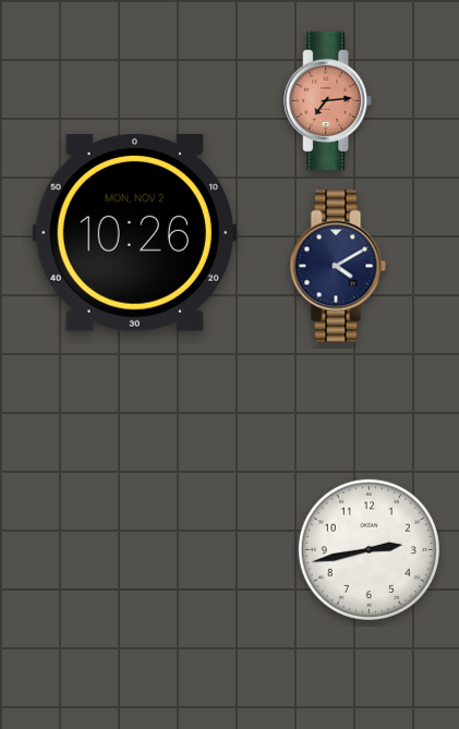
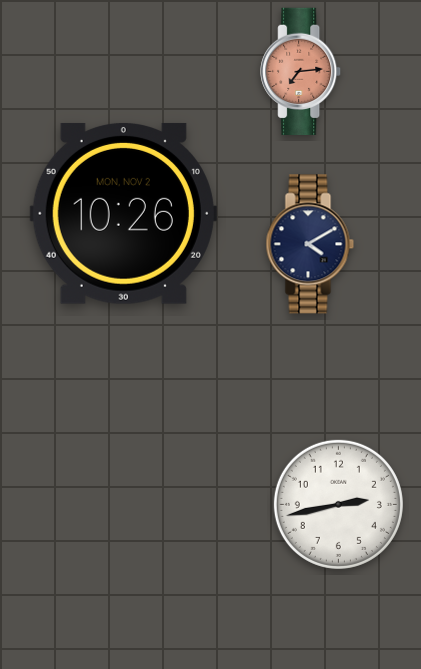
clock at (328, 100) position: (328, 100) -> (301, 71)
